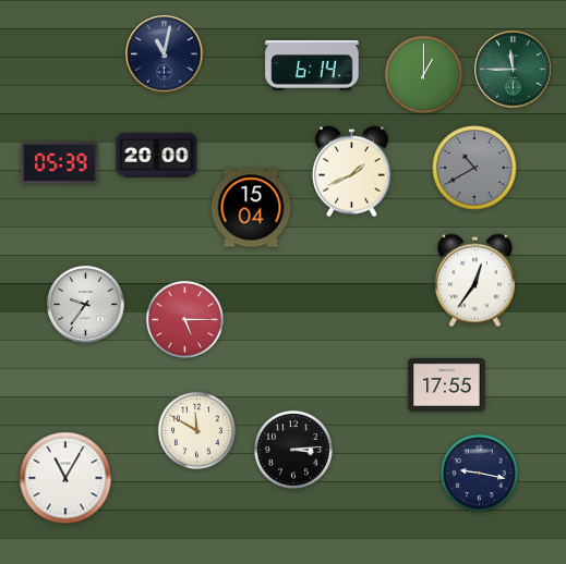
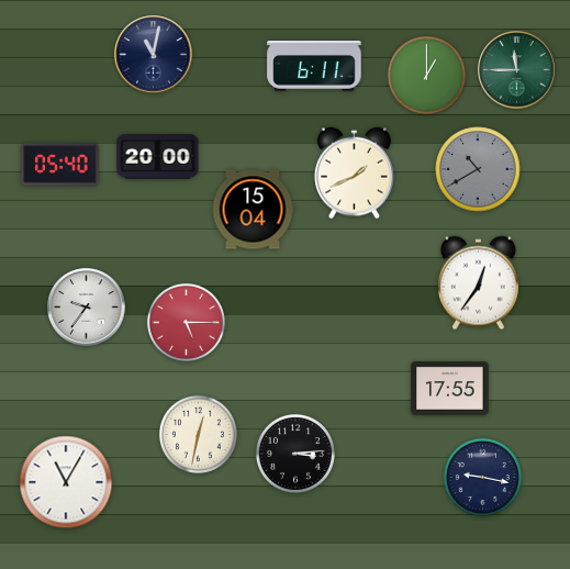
clock at (165, 54) position: (165, 54) -> (154, 55)
clock at (312, 66): 6:14 -> 6:11
clock at (60, 163): 05:39 -> 05:40
clock at (196, 430): 11:50 -> 12:32
